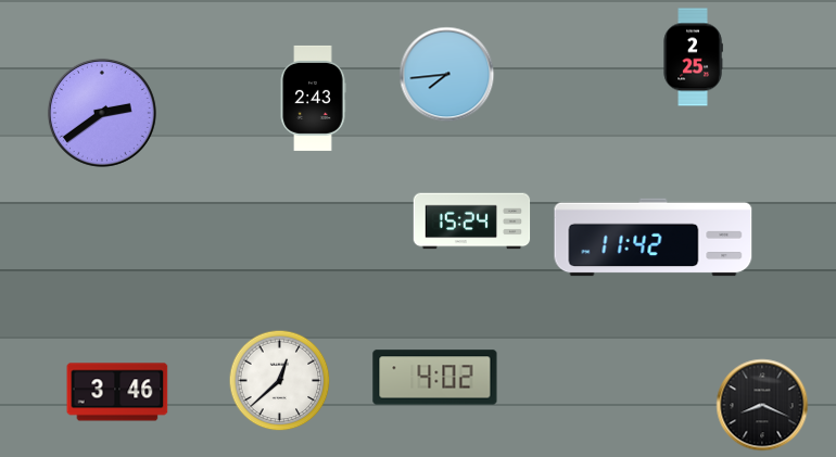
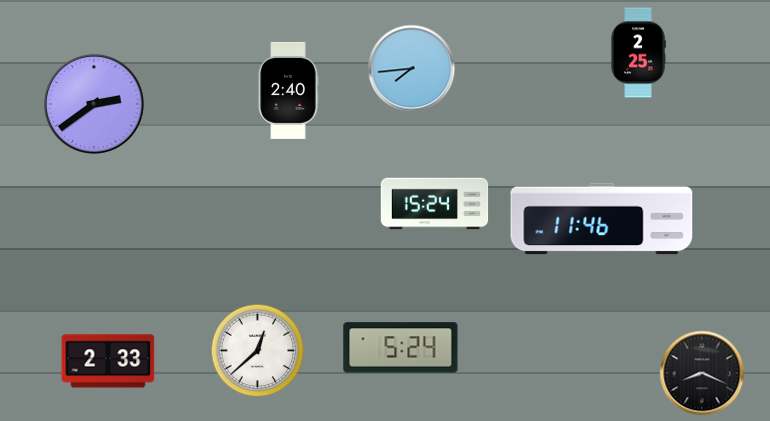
clock at (313, 98): 2:43 -> 2:40
clock at (654, 238): 11:42 -> 11:46
clock at (435, 378): 4:02 -> 5:24
clock at (117, 392): 3:46 -> 2:33
